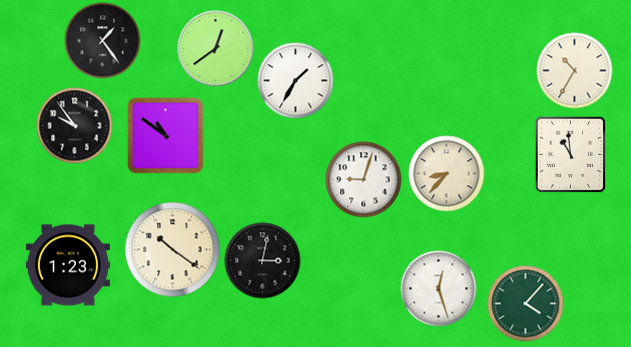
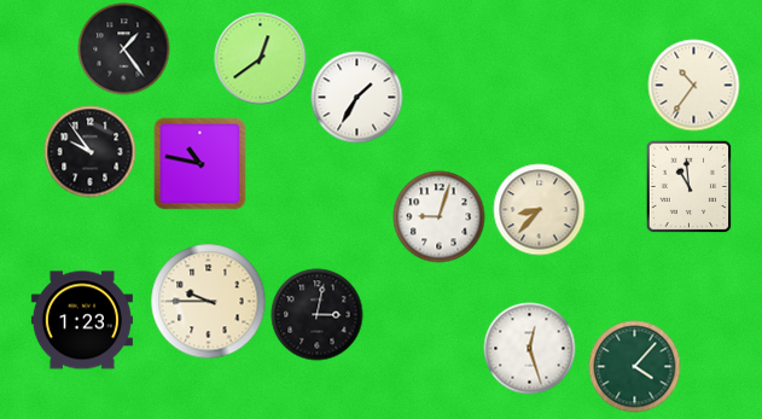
clock at (575, 71): 10:35 -> 10:36
clock at (166, 136): 10:51 -> 10:47
clock at (173, 250): 10:21 -> 9:45
